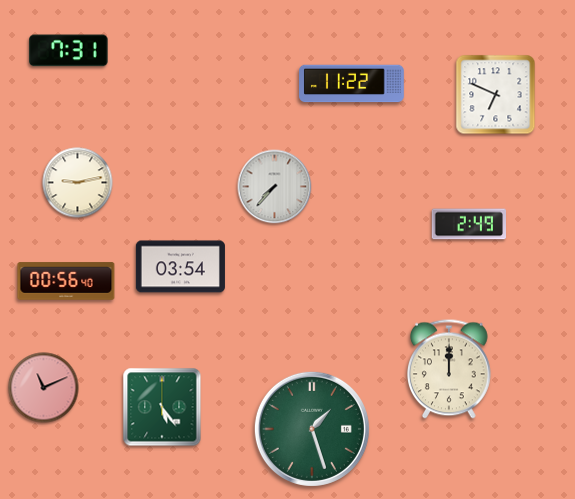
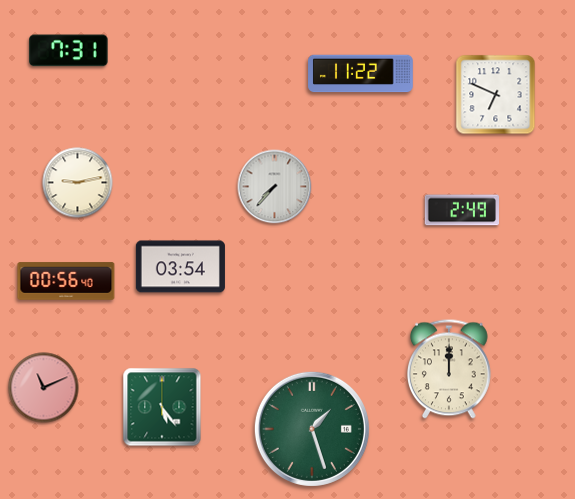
clock at (352, 84) position: (352, 84) -> (361, 74)
clock at (468, 224) position: (468, 224) -> (461, 210)
